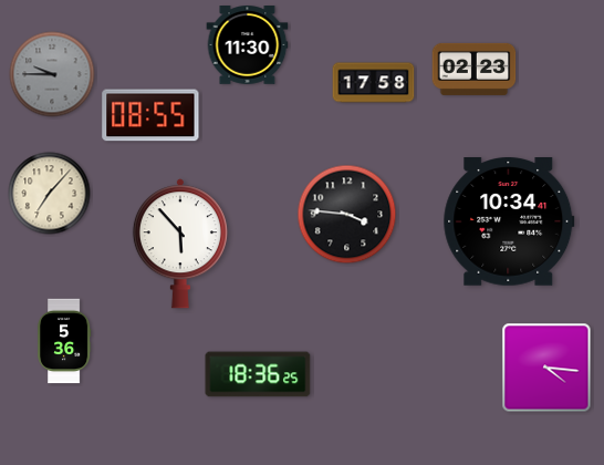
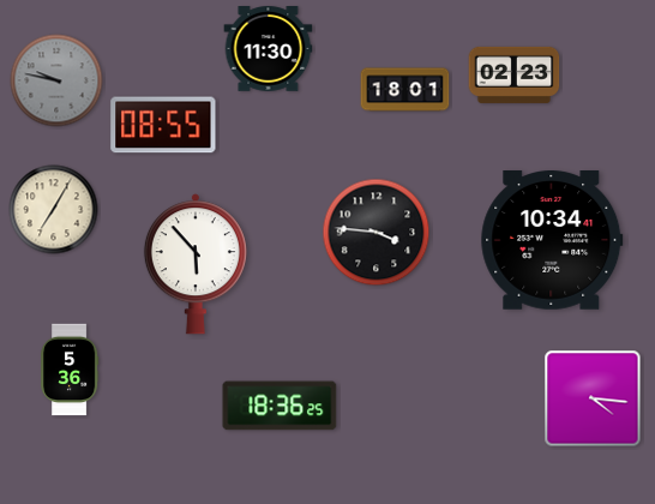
clock at (52, 74): 9:45 -> 9:47
clock at (374, 83): 17:58 -> 18:01
clock at (50, 194): 7:07 -> 7:05
